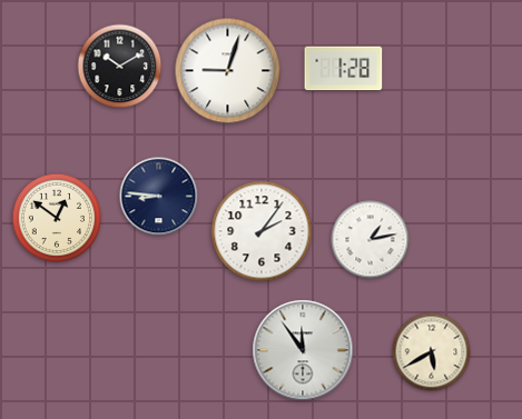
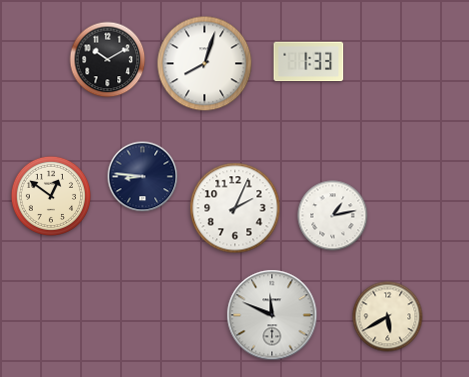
clock at (344, 69): 1:28 -> 1:33
clock at (228, 71): 9:03 -> 8:03
clock at (262, 231): 2:06 -> 2:04
clock at (303, 350): 11:54 -> 11:49
